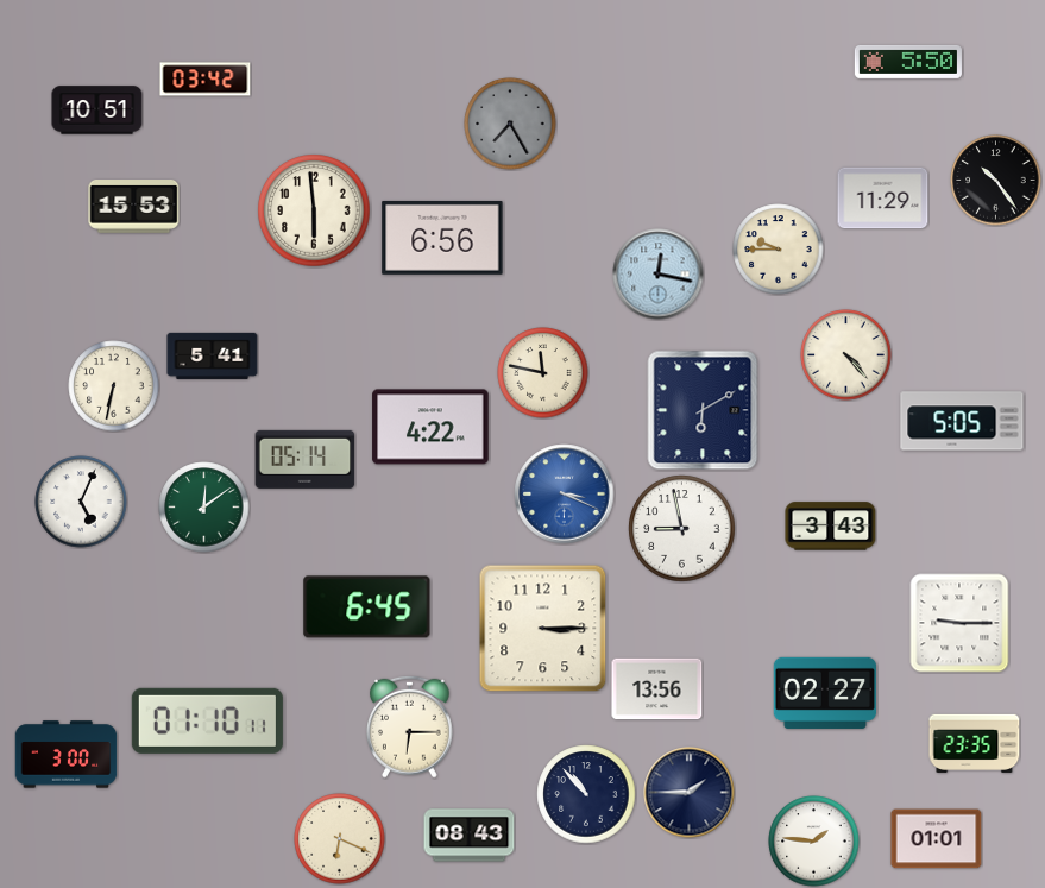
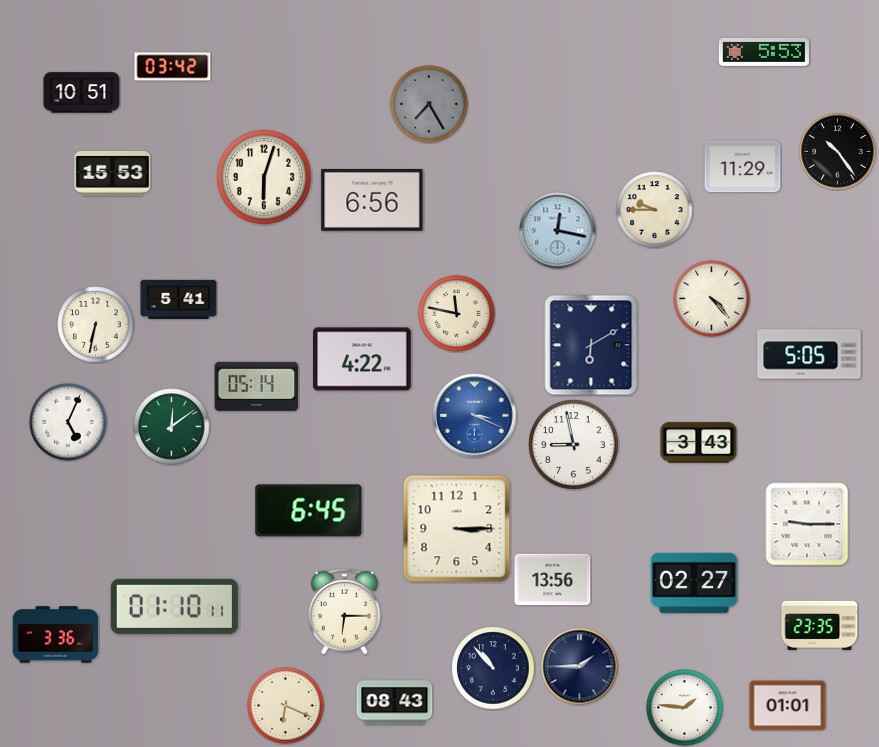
clock at (908, 62): 5:50 -> 5:53
clock at (314, 210): 5:59 -> 6:03
clock at (659, 275) position: (659, 275) -> (558, 231)
clock at (67, 755): 3:00 -> 3:36
